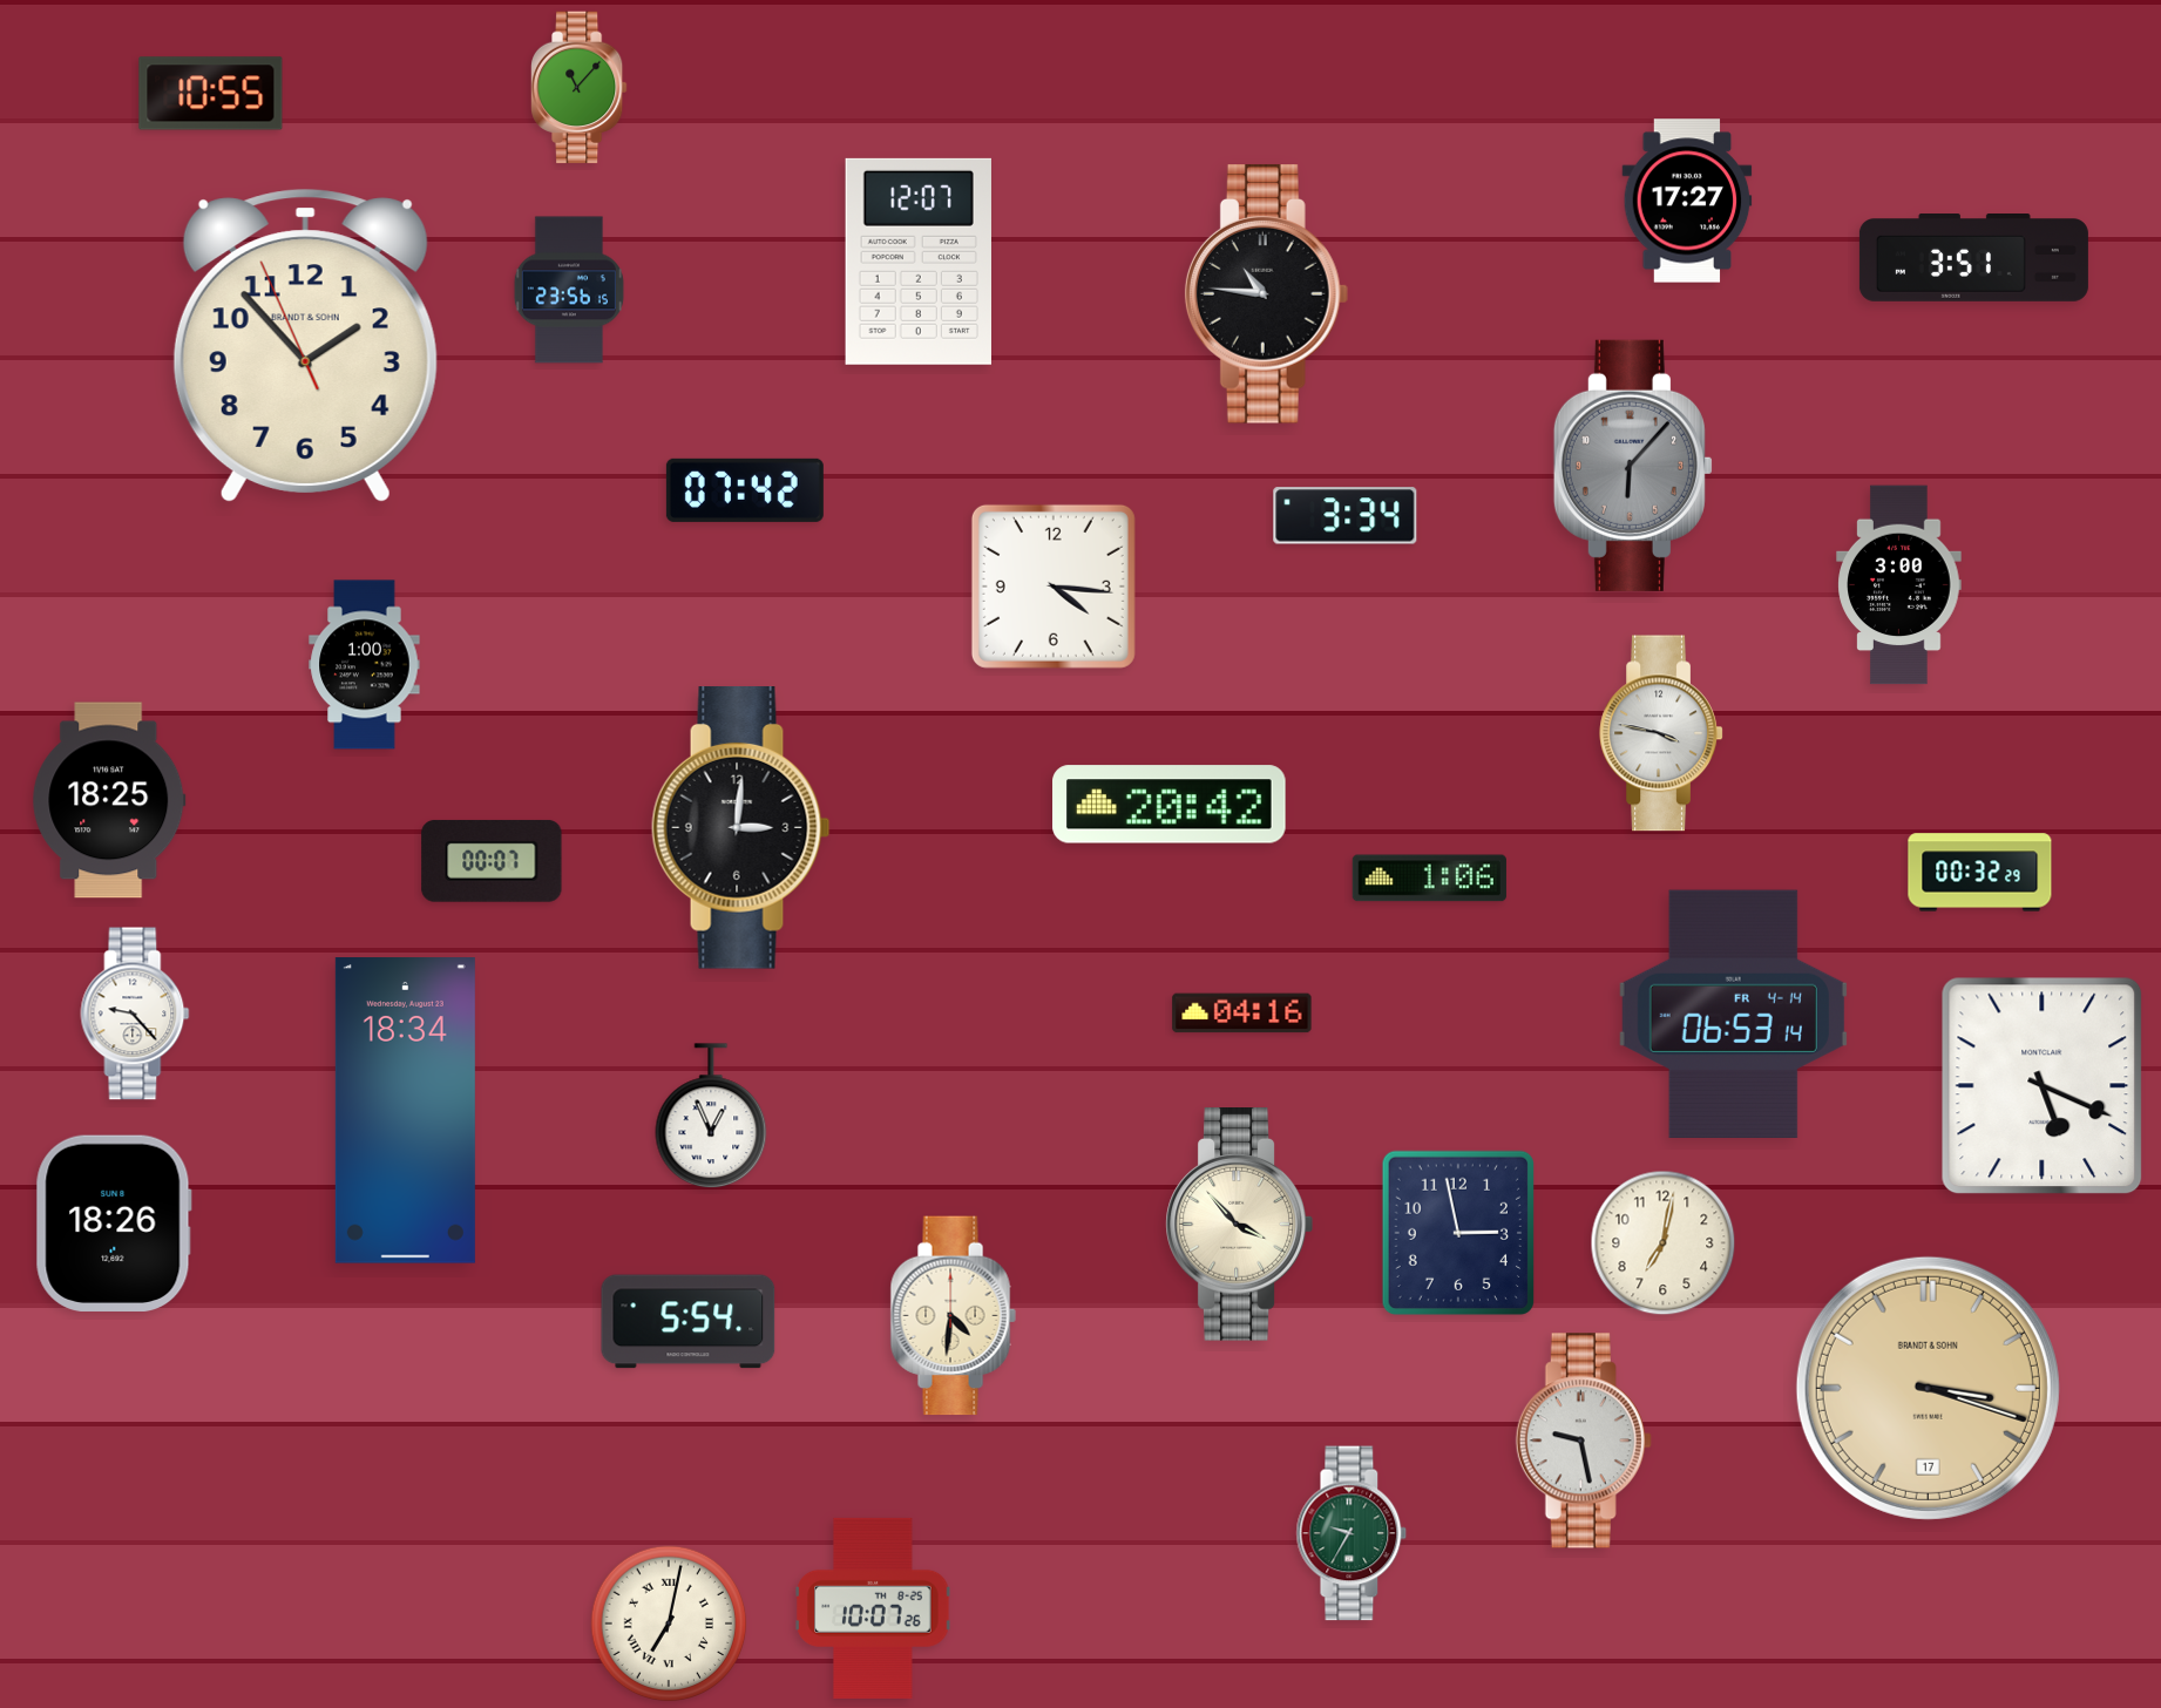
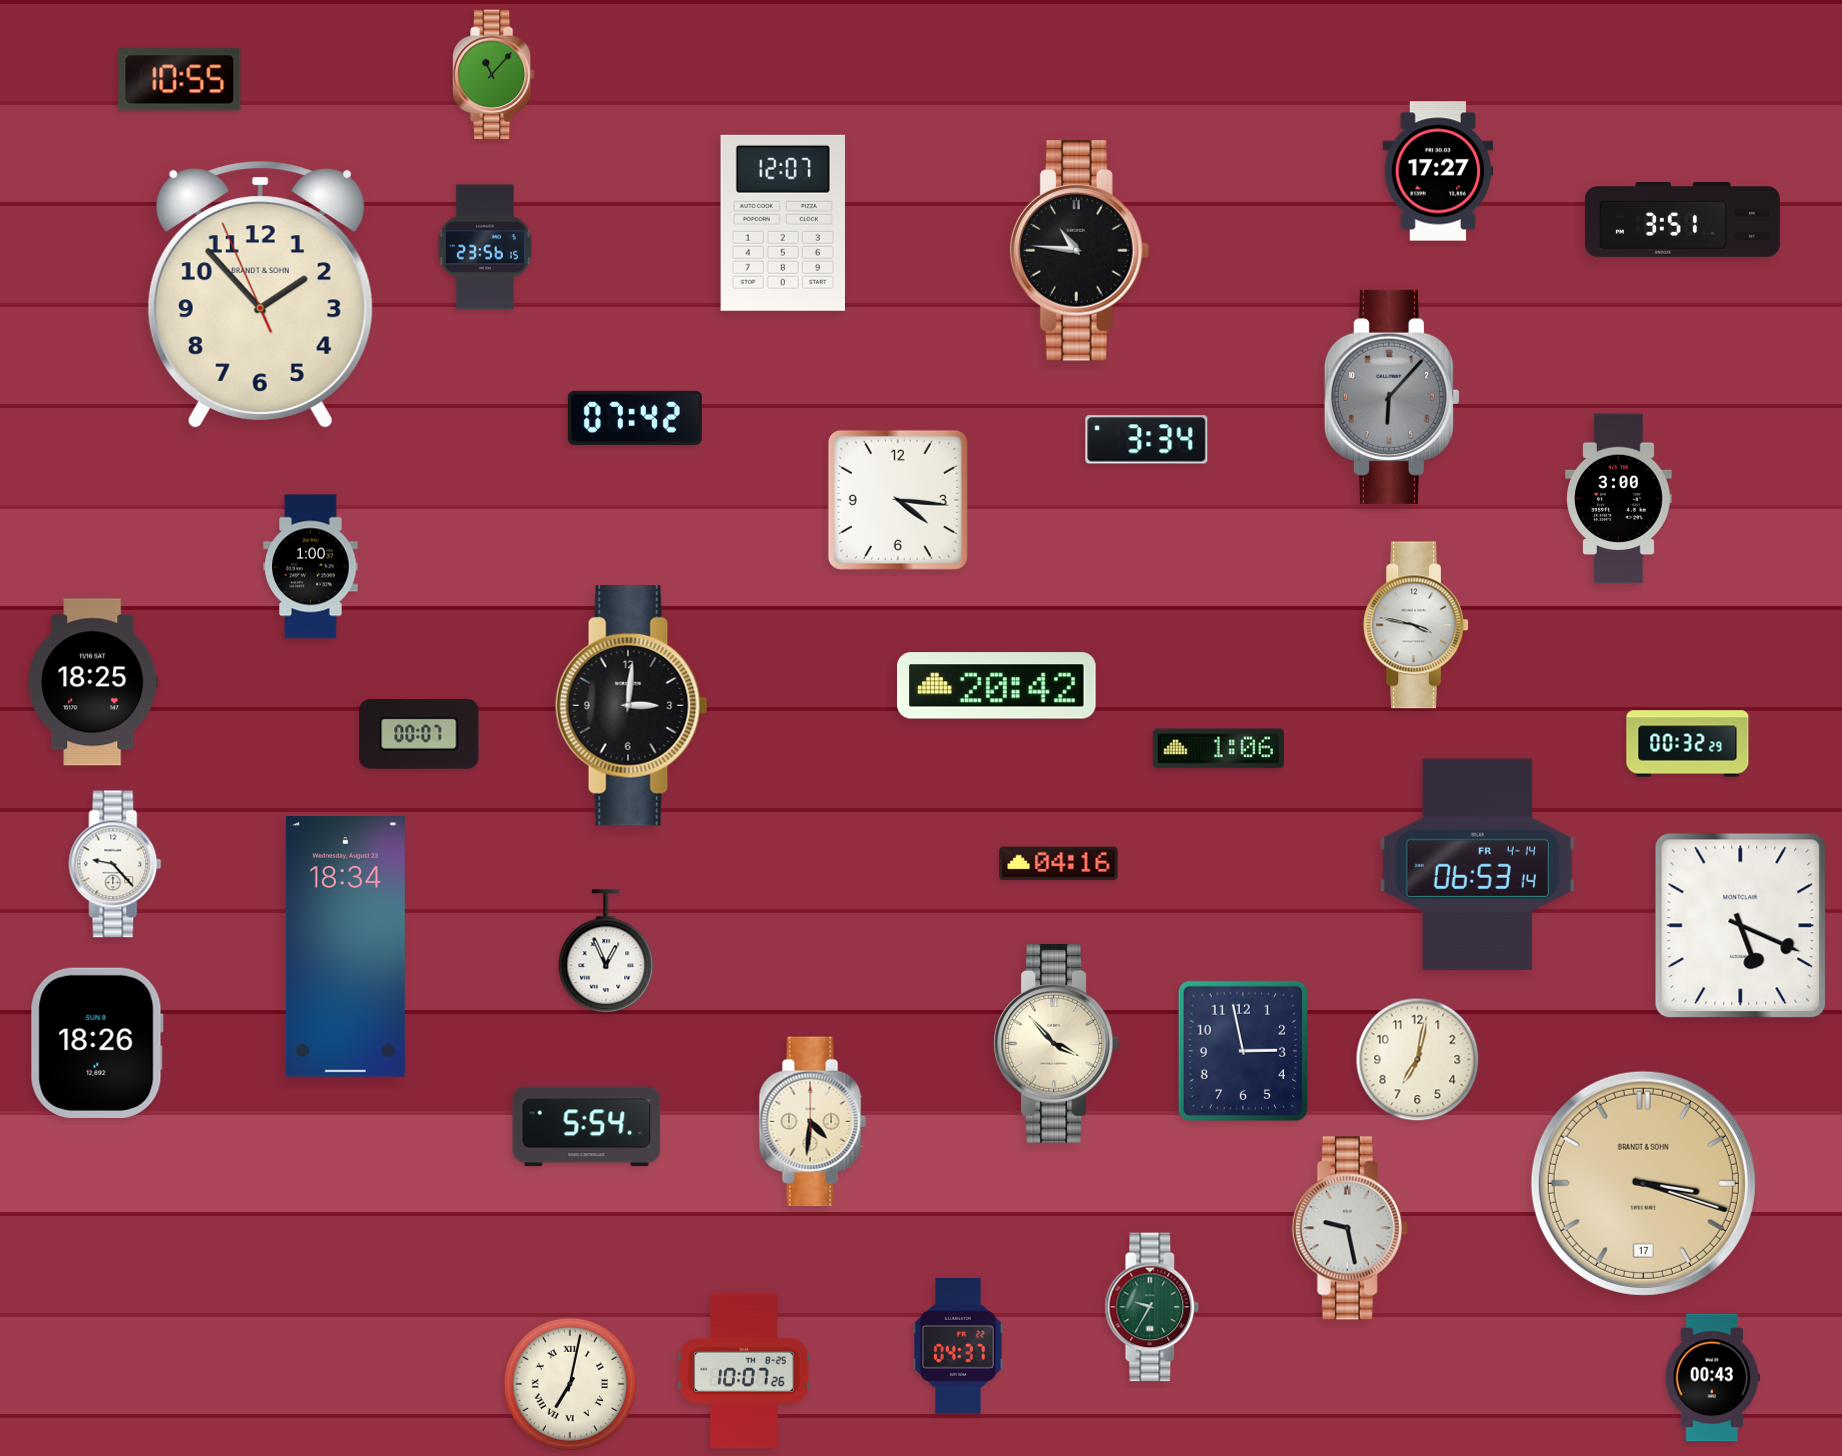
clock at (958, 1346): none -> 04:37
clock at (1712, 1378): none -> 00:43
